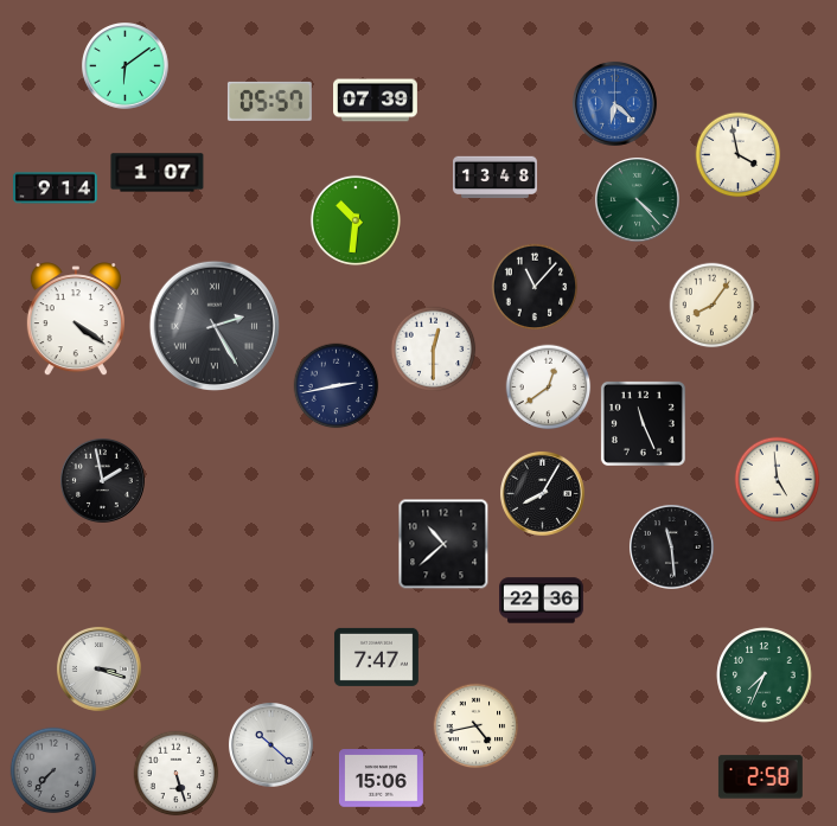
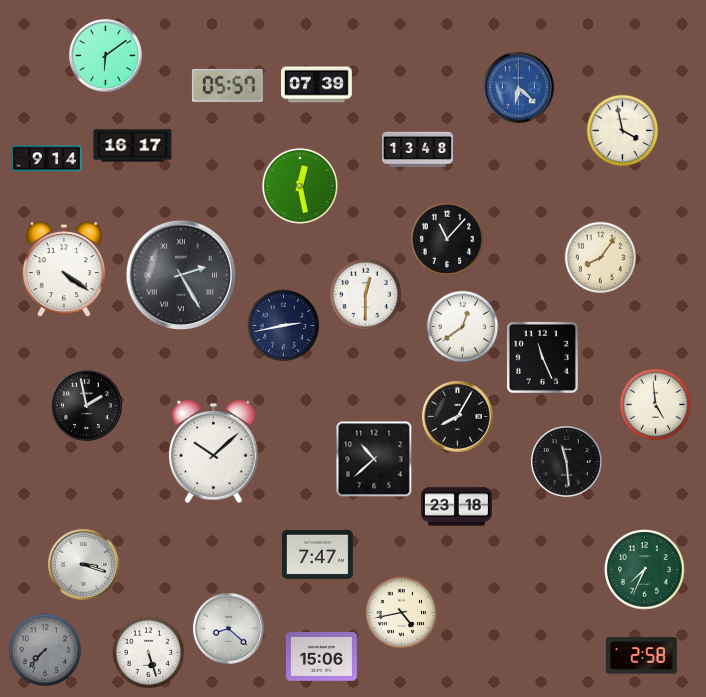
clock at (158, 173): 1:07 -> 16:17
clock at (637, 199): 4:23 -> none
clock at (356, 220): 10:31 -> 12:28
clock at (535, 287) position: (535, 287) -> (447, 239)
clock at (214, 452): none -> 10:08
clock at (542, 601): 22:36 -> 23:18
clock at (270, 744): 10:22 -> 8:22
